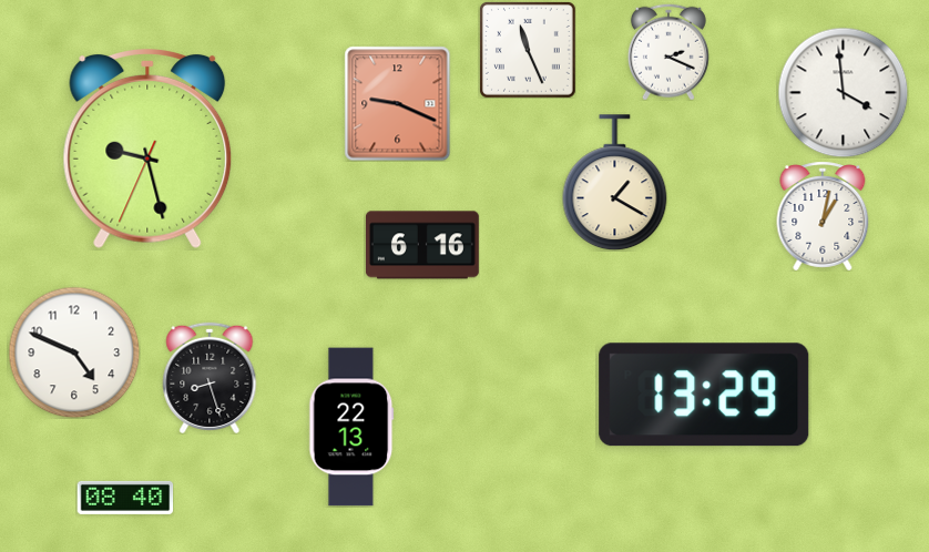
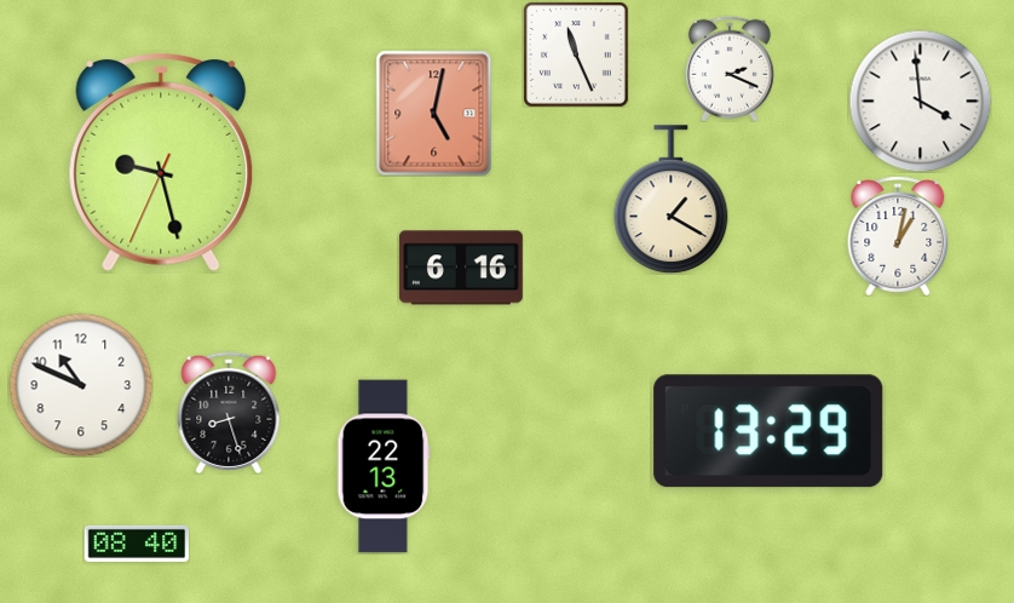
clock at (668, 52) position: (668, 52) -> (730, 69)
clock at (398, 103): 9:19 -> 5:02
clock at (74, 352): 4:49 -> 10:49
